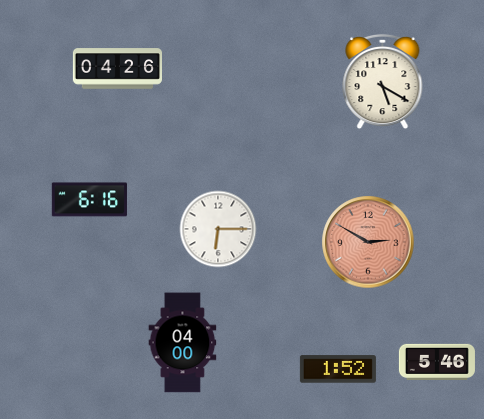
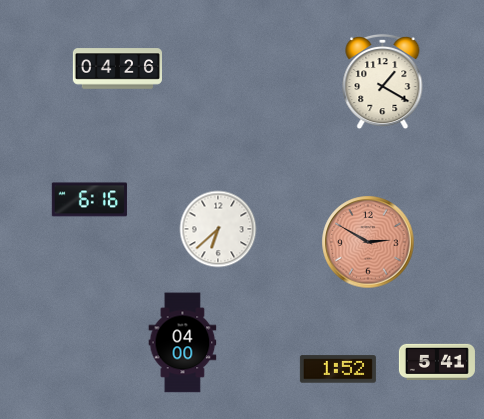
clock at (383, 82): 5:20 -> 1:20
clock at (218, 229): 6:15 -> 6:38
clock at (437, 361): 5:46 -> 5:41
